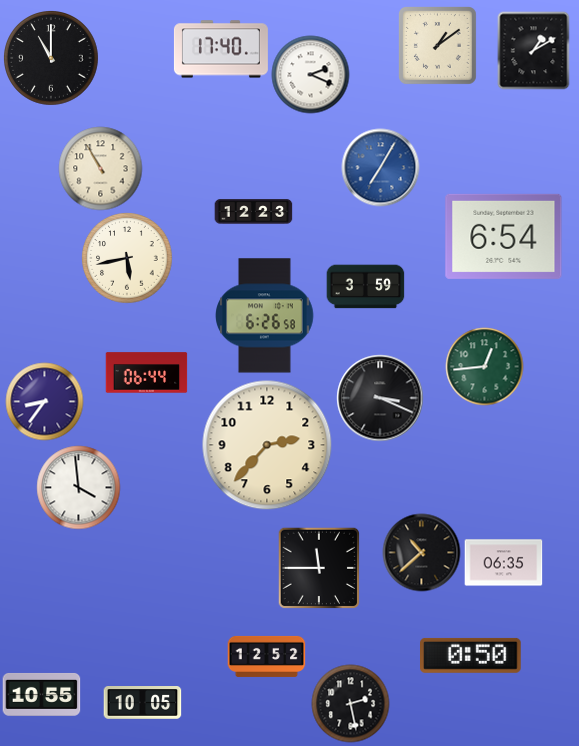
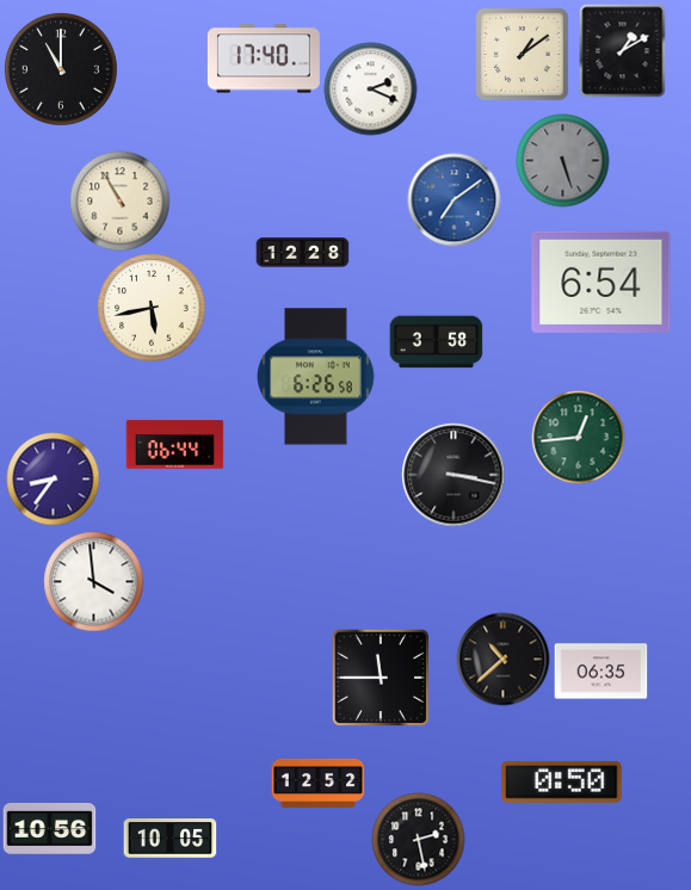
clock at (534, 50) position: (534, 50) -> (623, 50)
clock at (562, 160): none -> 5:27
clock at (380, 167): 7:05 -> 7:09
clock at (253, 212): 12:23 -> 12:28
clock at (365, 287): 3:59 -> 3:58
clock at (380, 398): 3:19 -> 3:17
clock at (267, 445): 2:37 -> none
clock at (41, 694): 10:55 -> 10:56
